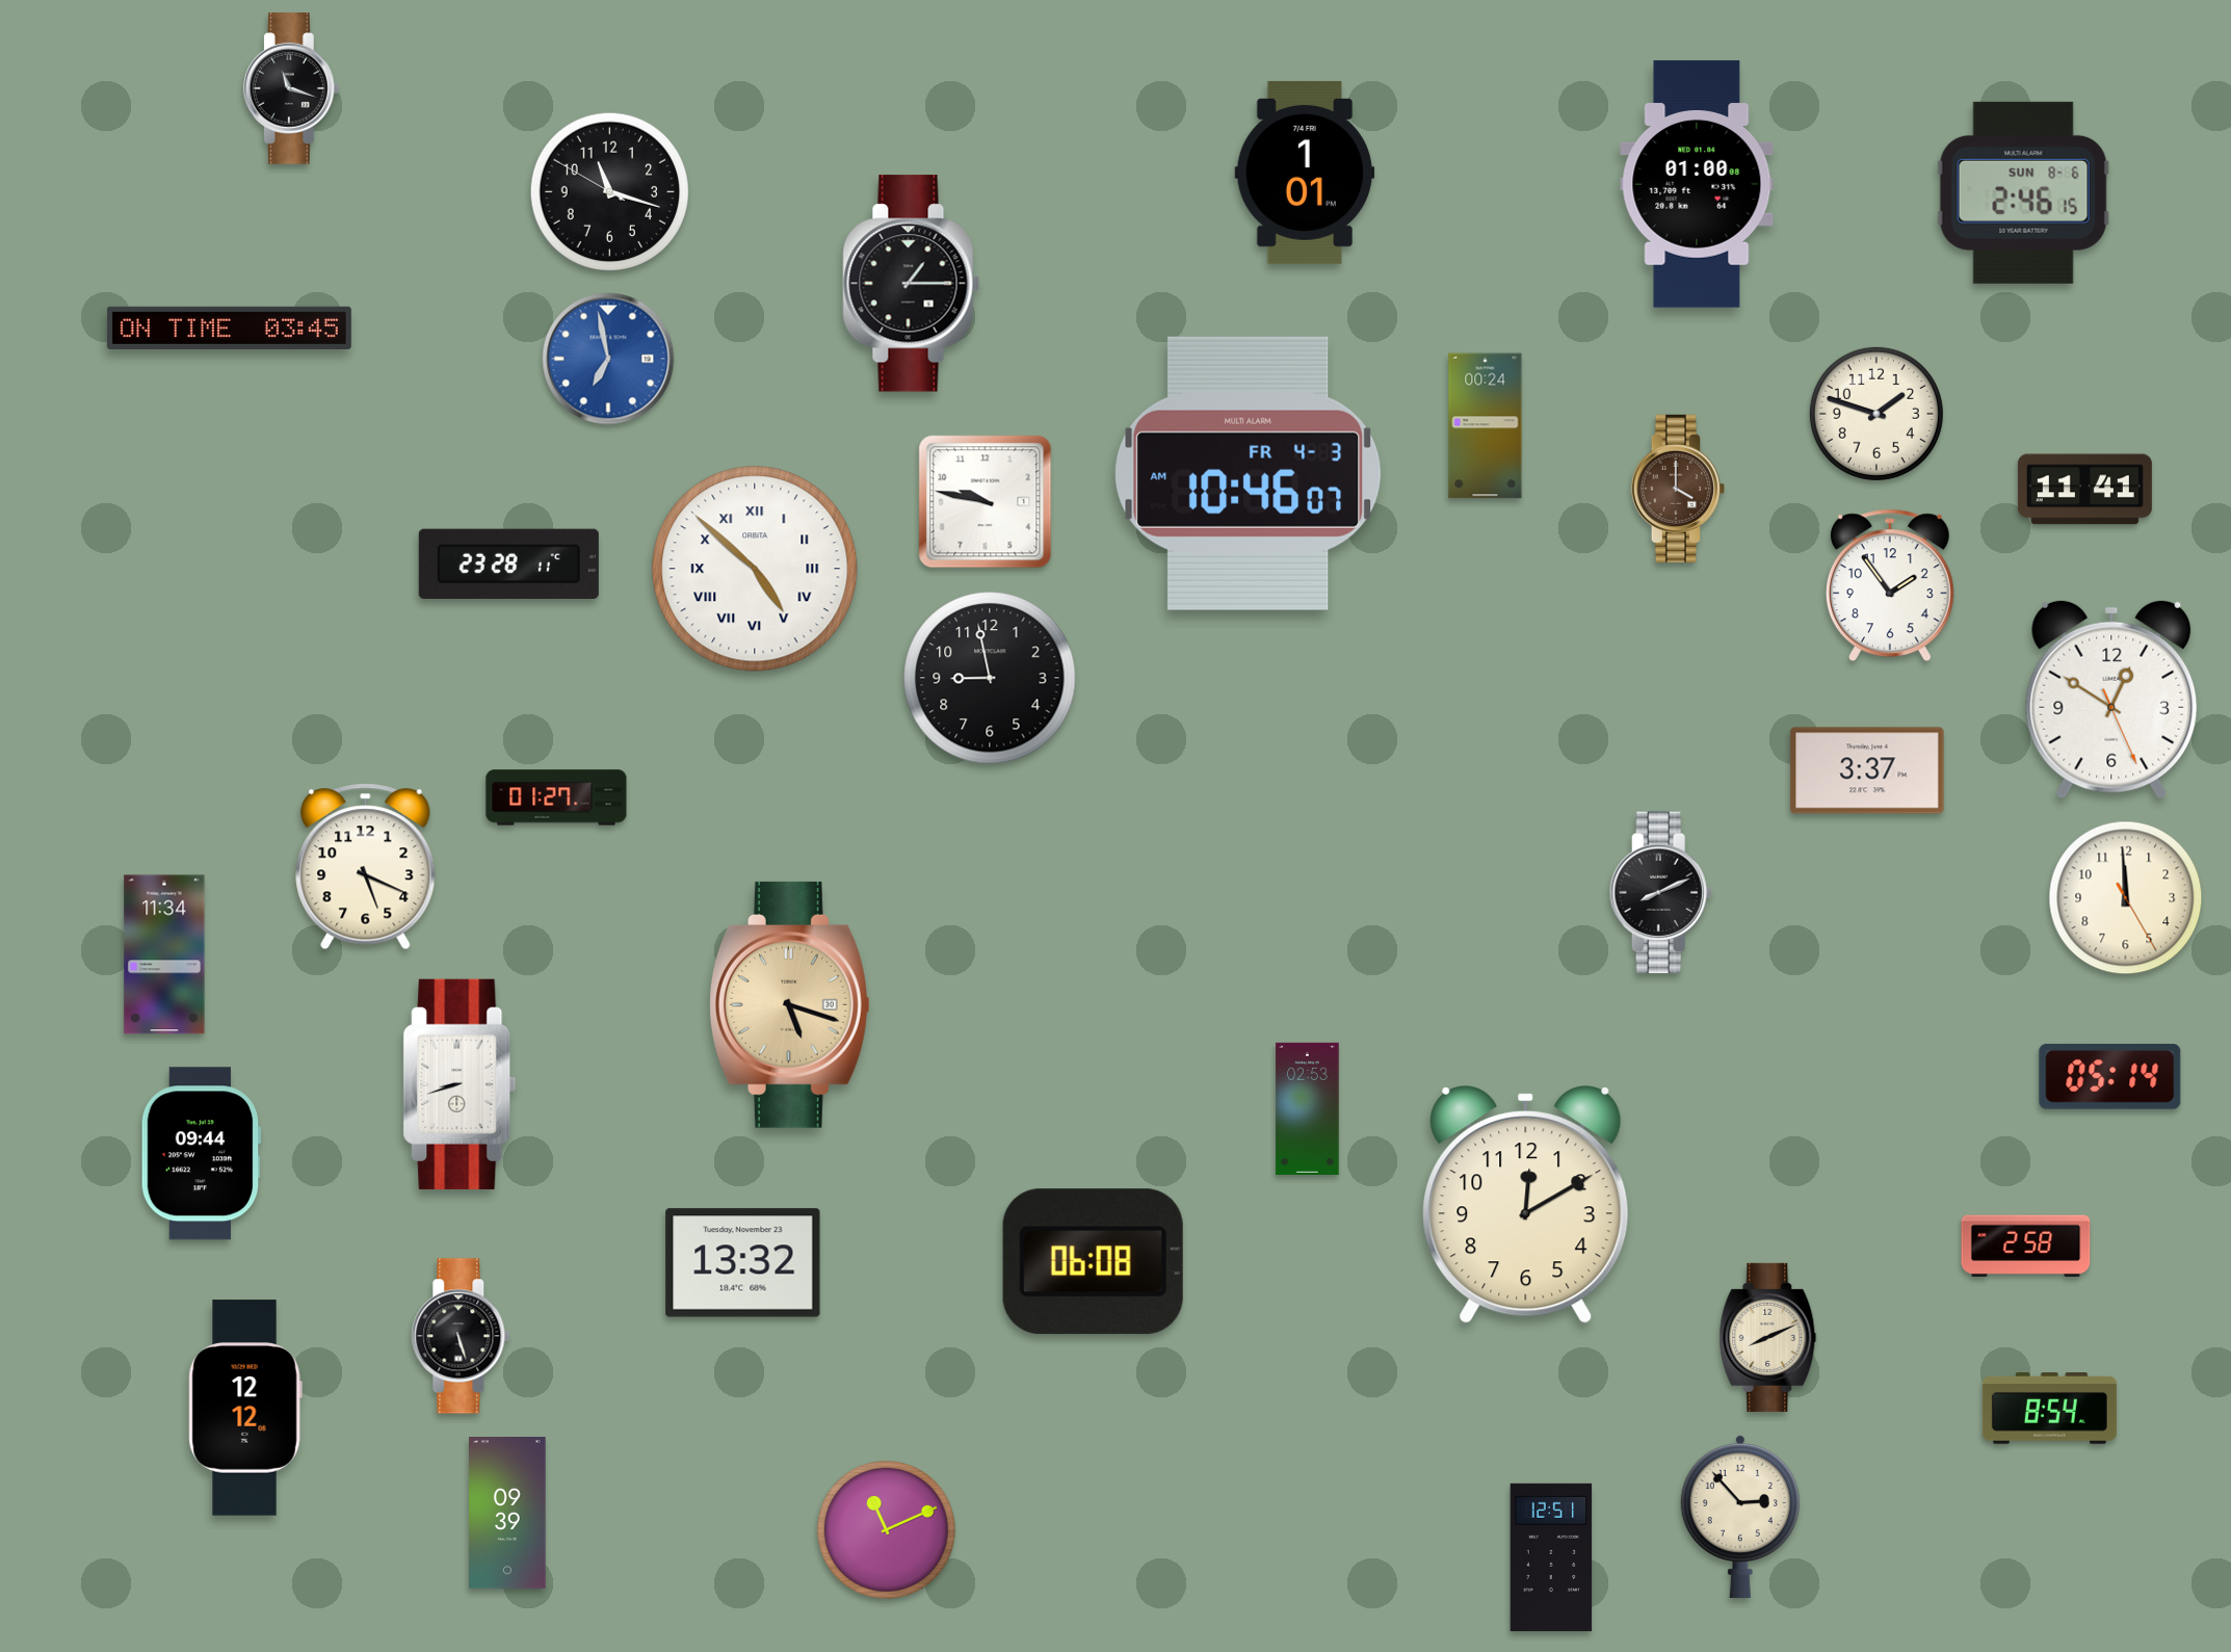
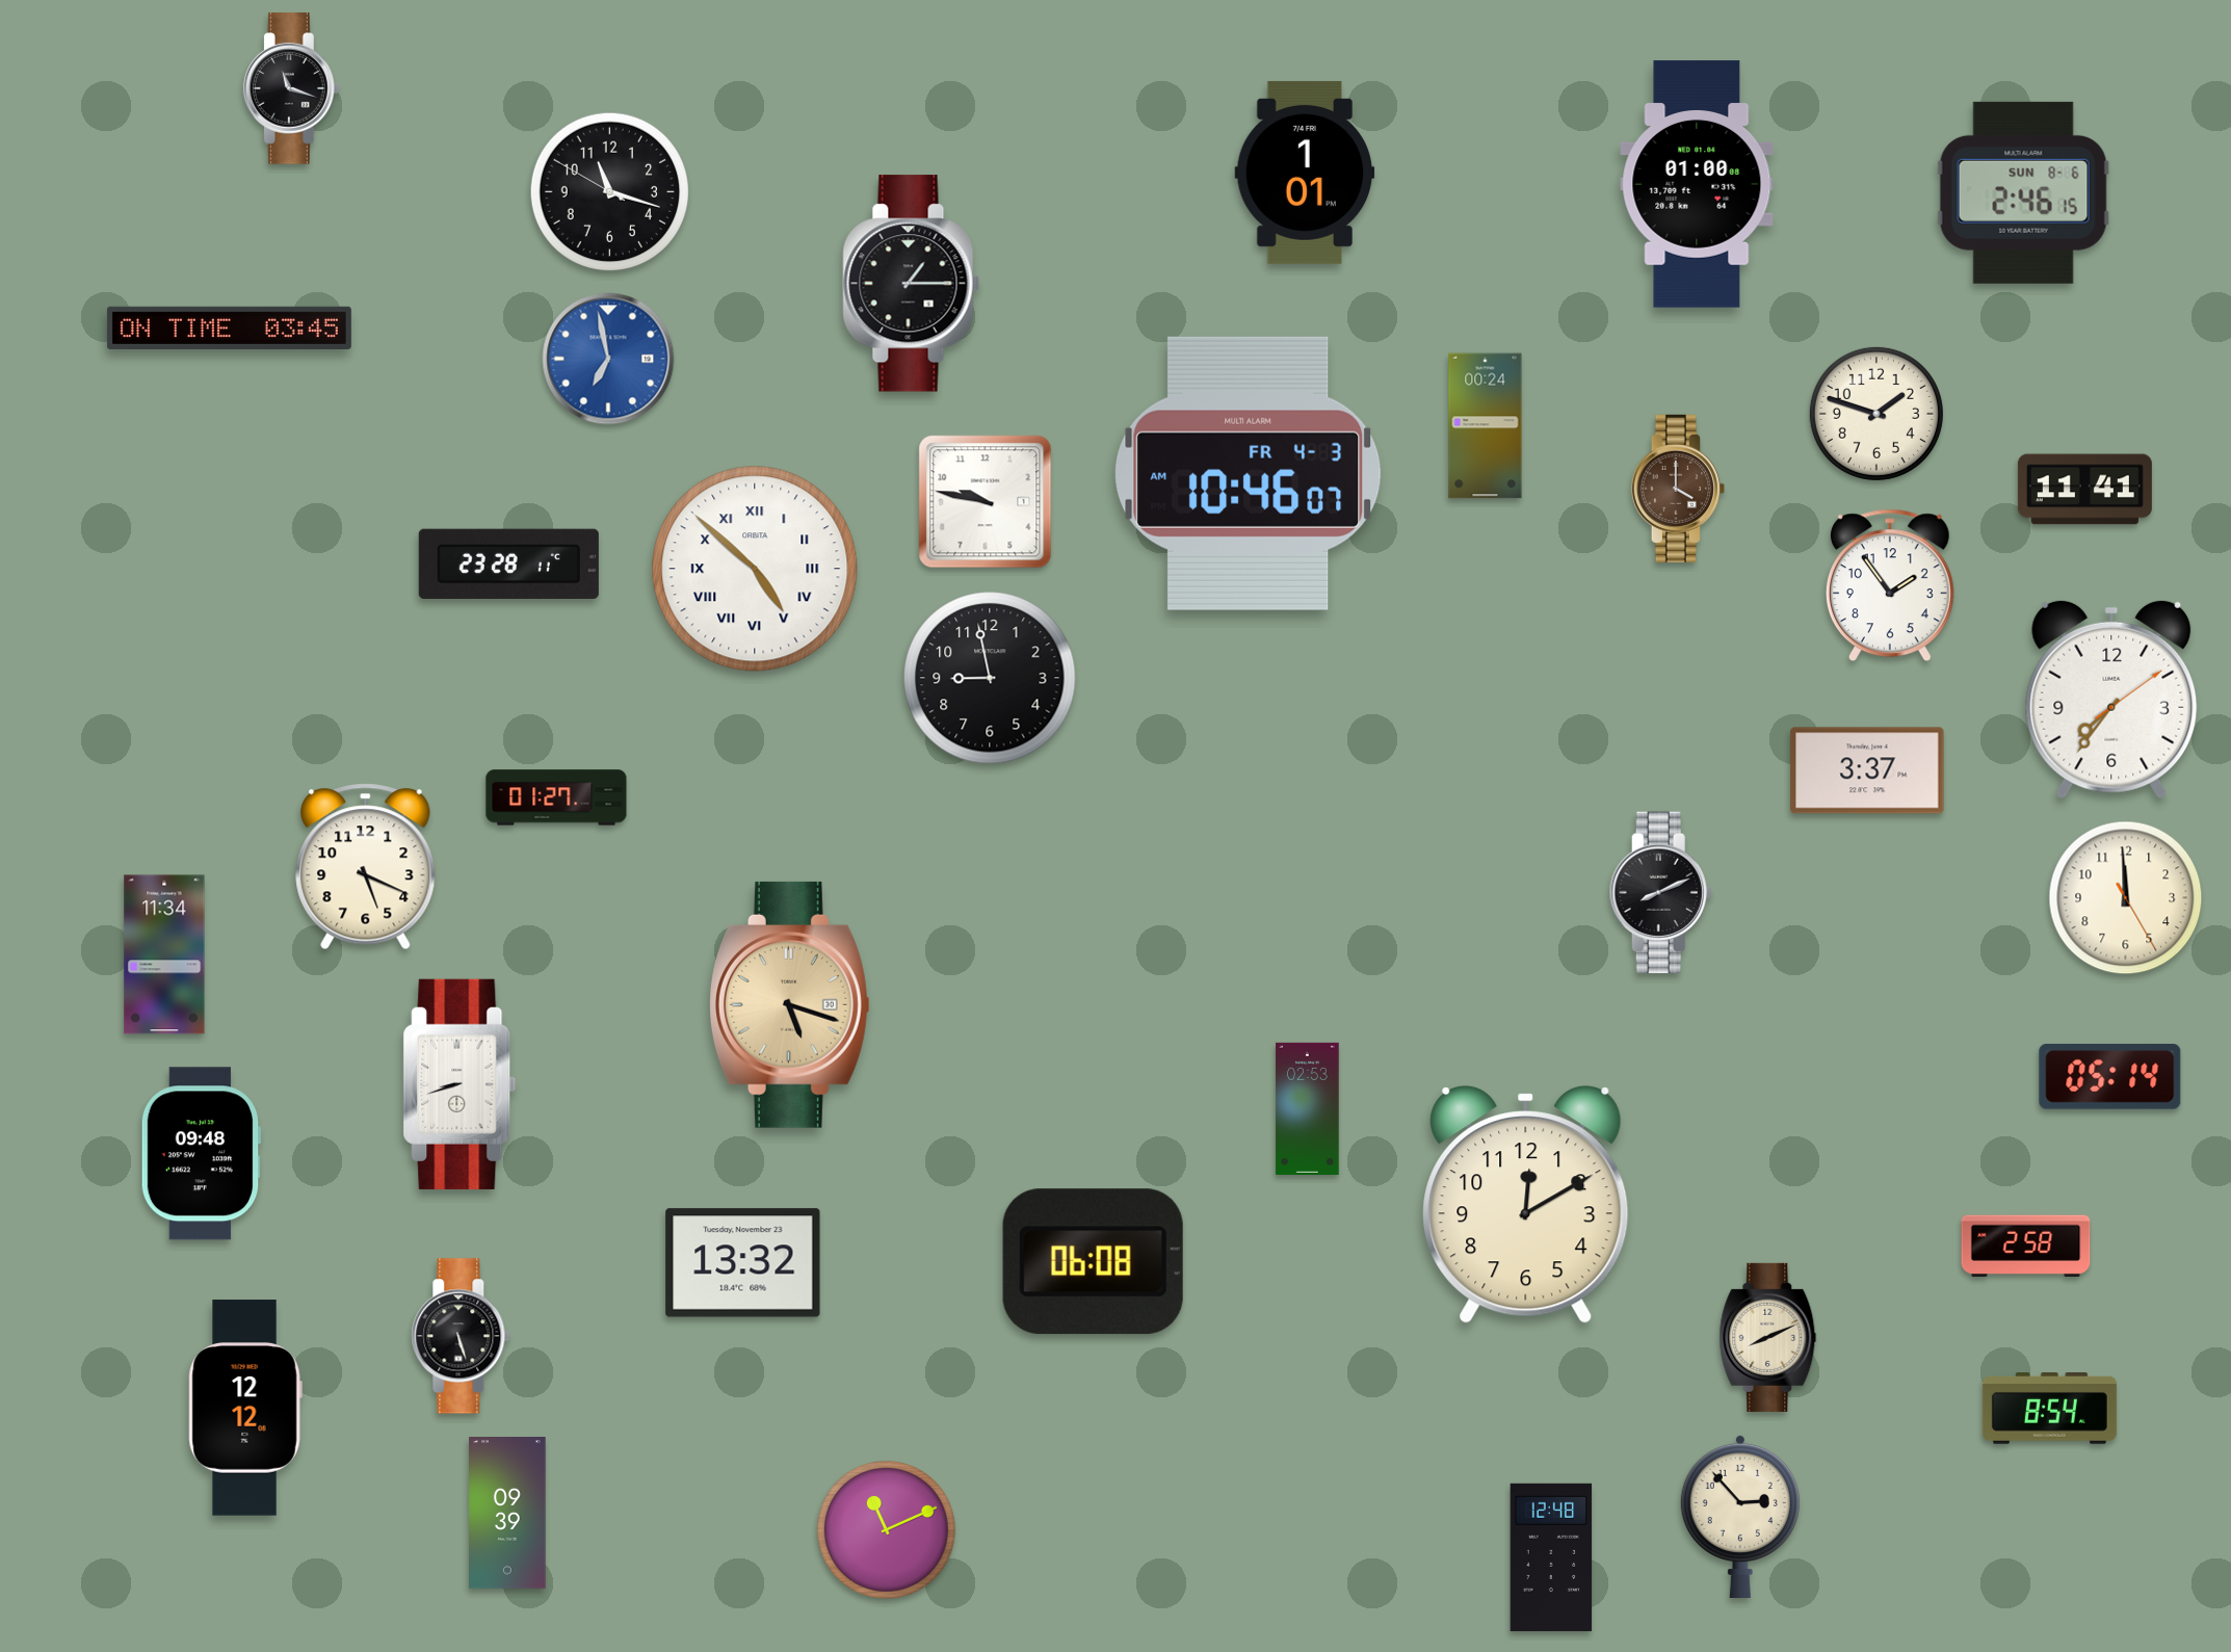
clock at (2111, 700): 12:50 -> 7:36
clock at (201, 1154): 09:44 -> 09:48
clock at (1551, 1557): 12:51 -> 12:48
